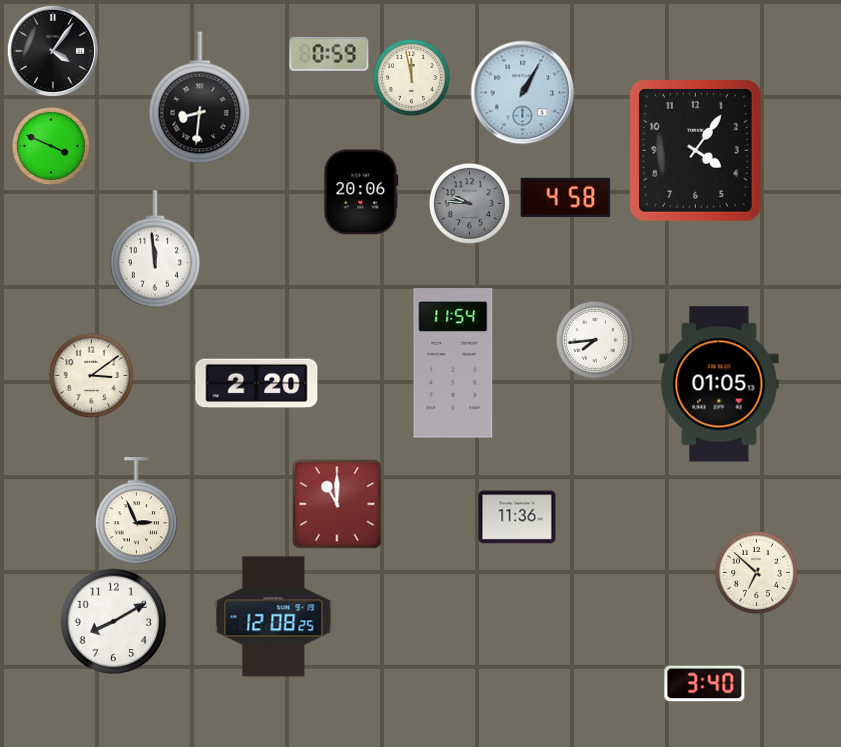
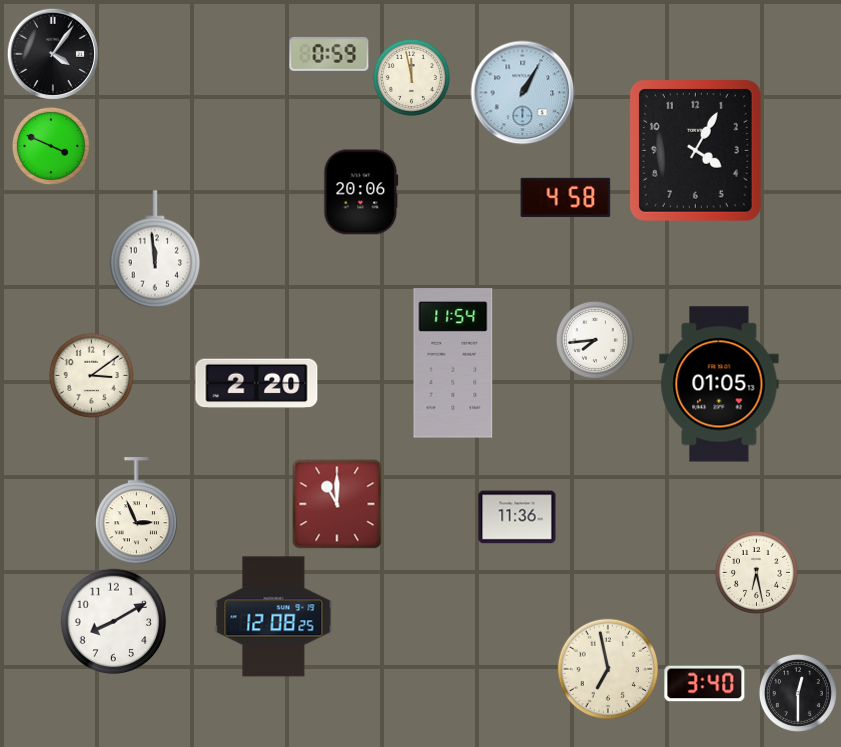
clock at (53, 51) position: (53, 51) -> (53, 54)
clock at (200, 98): 8:31 -> none
clock at (695, 150): 4:06 -> 4:05
clock at (469, 203): 9:46 -> none
clock at (756, 572): 6:52 -> 6:28
clock at (608, 669): none -> 6:58
clock at (798, 693): none -> 12:30
